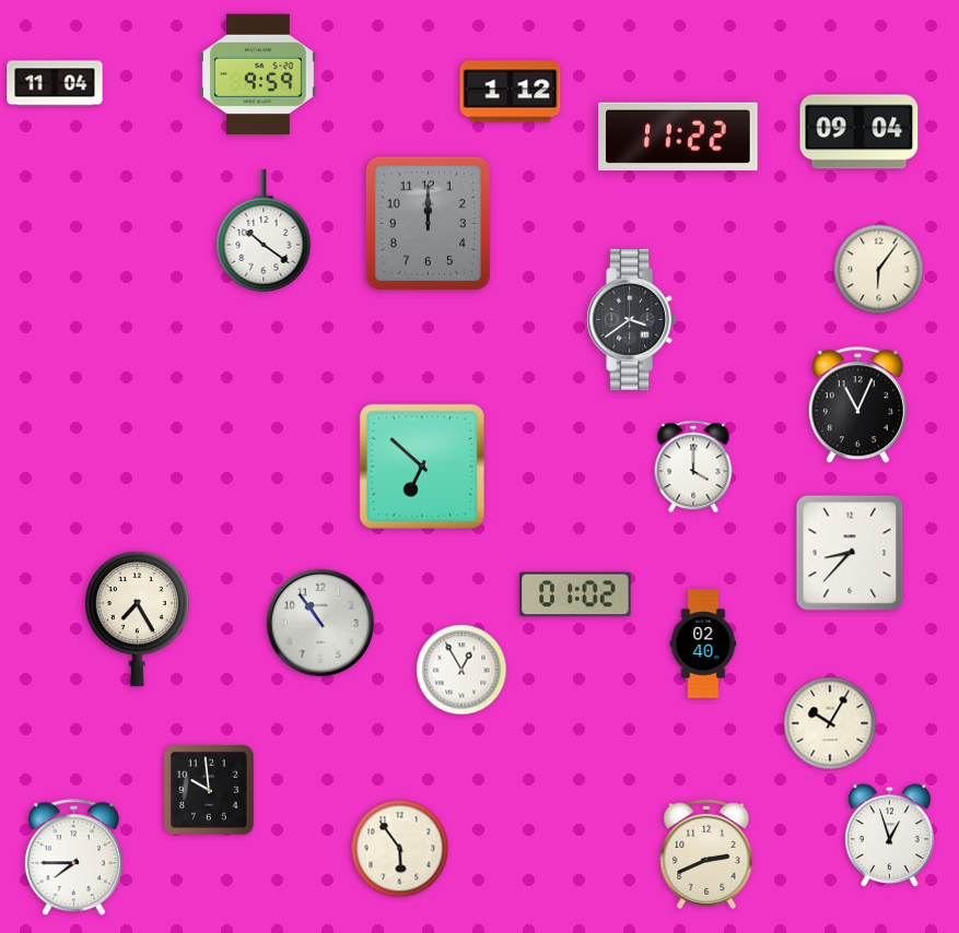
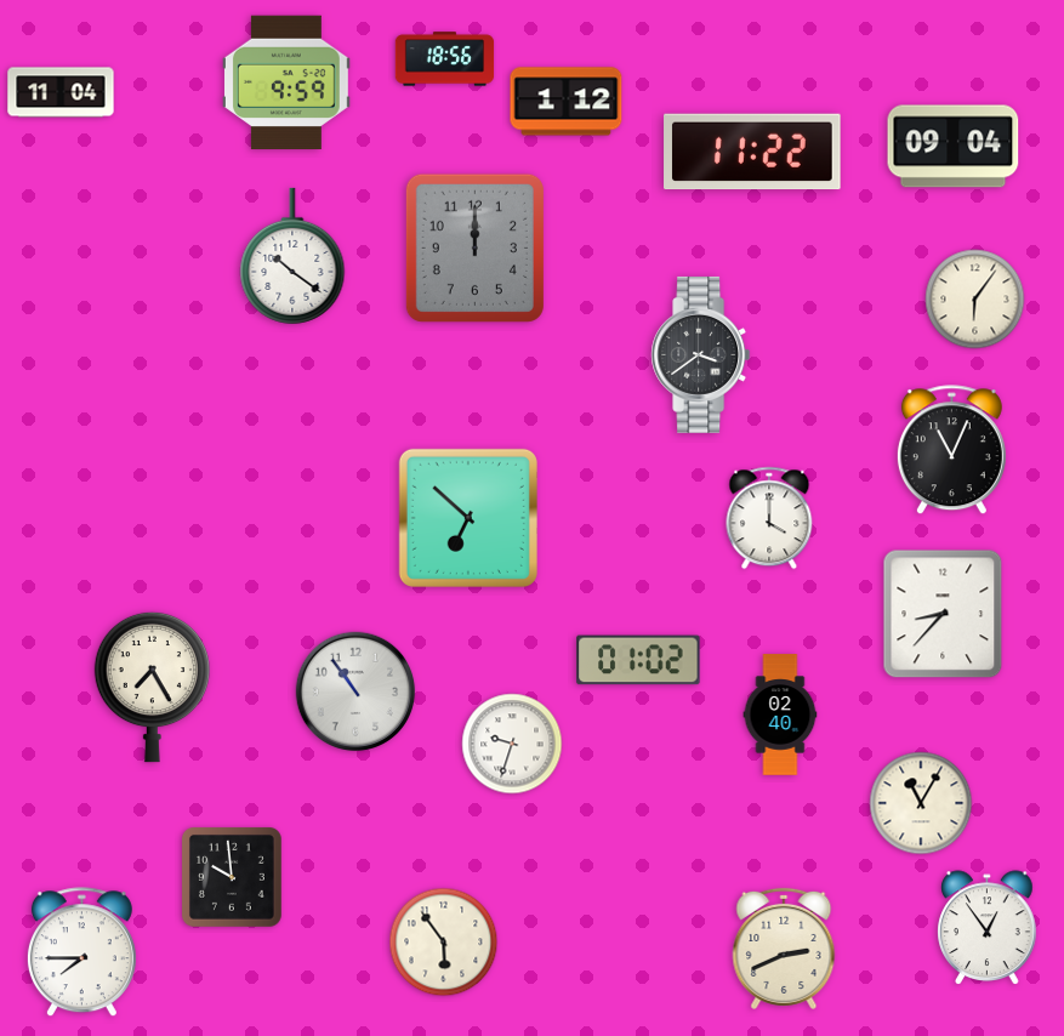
clock at (445, 59): none -> 18:56
clock at (461, 670): 12:55 -> 9:33
clock at (830, 723): 10:05 -> 11:05
clock at (890, 836): 12:57 -> 12:54
